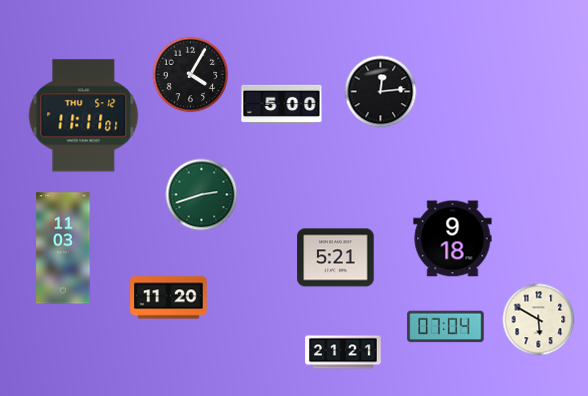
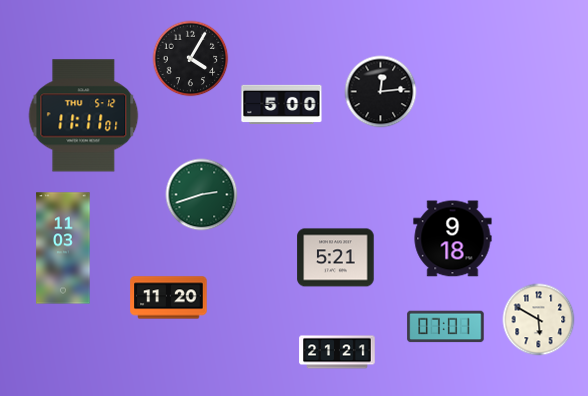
clock at (191, 75) position: (191, 75) -> (191, 59)
clock at (446, 327): 07:04 -> 07:01
clock at (343, 352) position: (343, 352) -> (337, 352)
